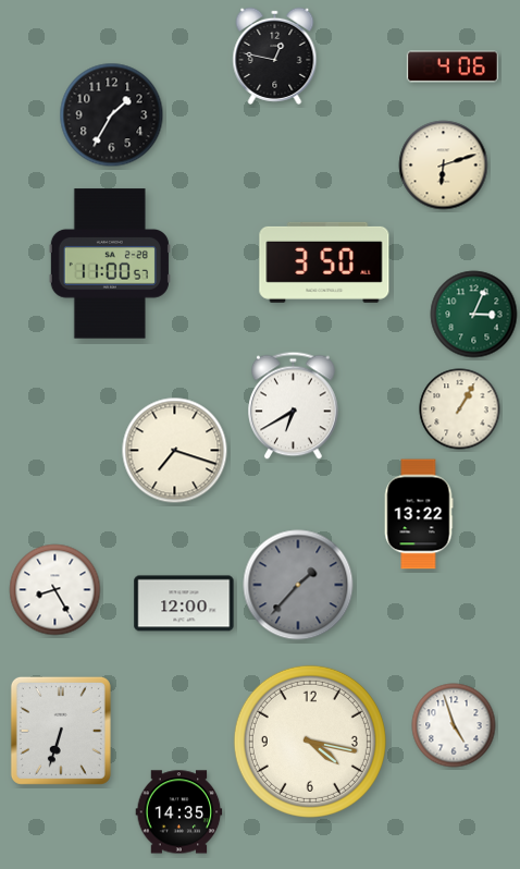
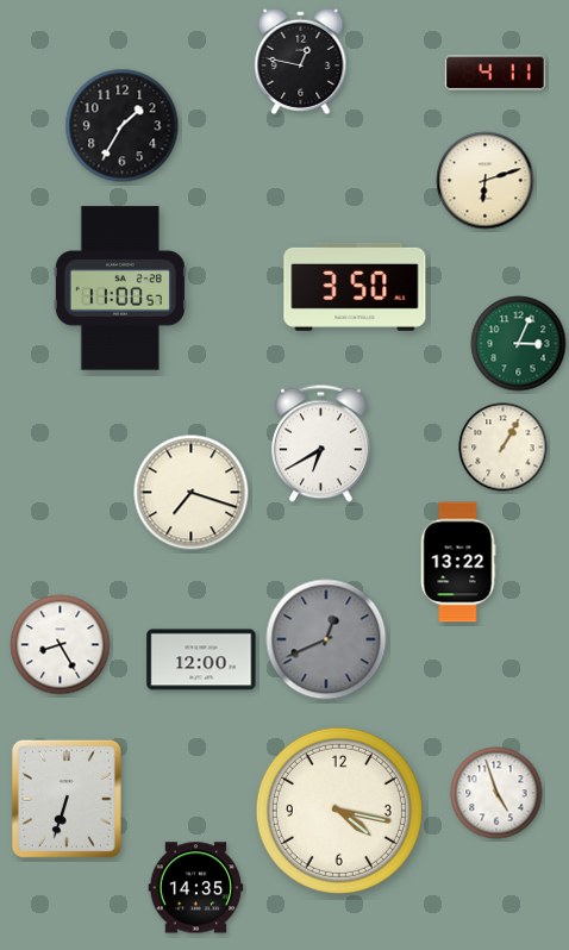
clock at (453, 66): 4:06 -> 4:11
clock at (298, 585): 1:37 -> 12:41
